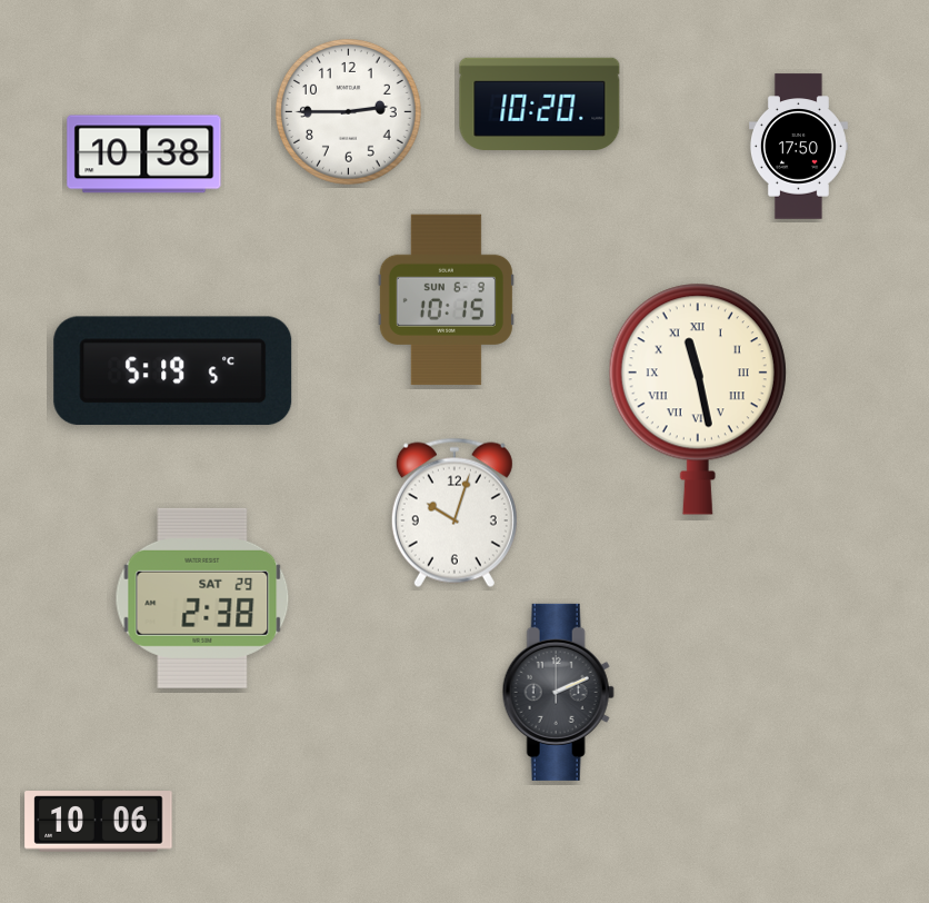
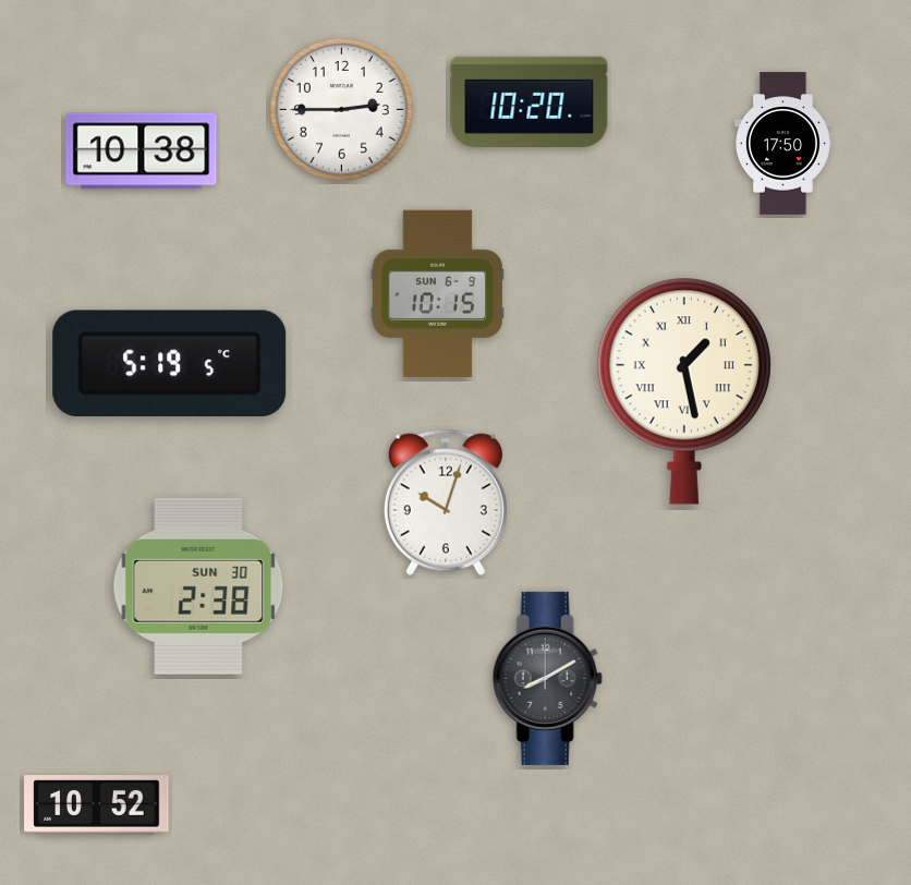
clock at (698, 399): 11:28 -> 1:28
clock at (202, 598) date: SAT 29 -> SUN 30
clock at (558, 692): 2:11 -> 8:10
clock at (99, 822): 10:06 -> 10:52
